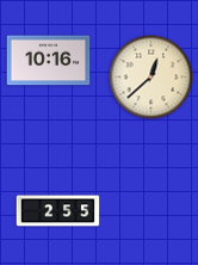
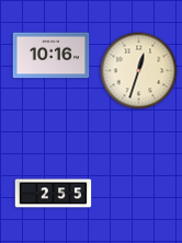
clock at (49, 61) position: (49, 61) -> (52, 56)
clock at (151, 78): 12:38 -> 12:33
